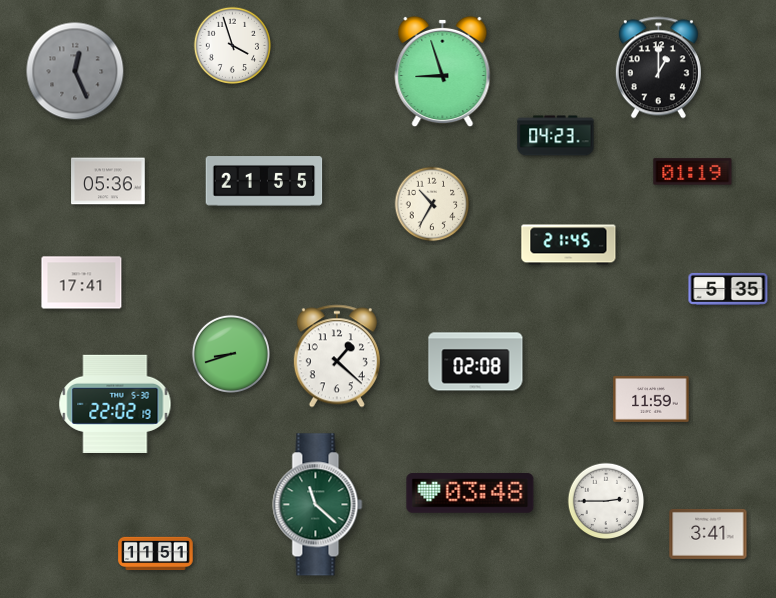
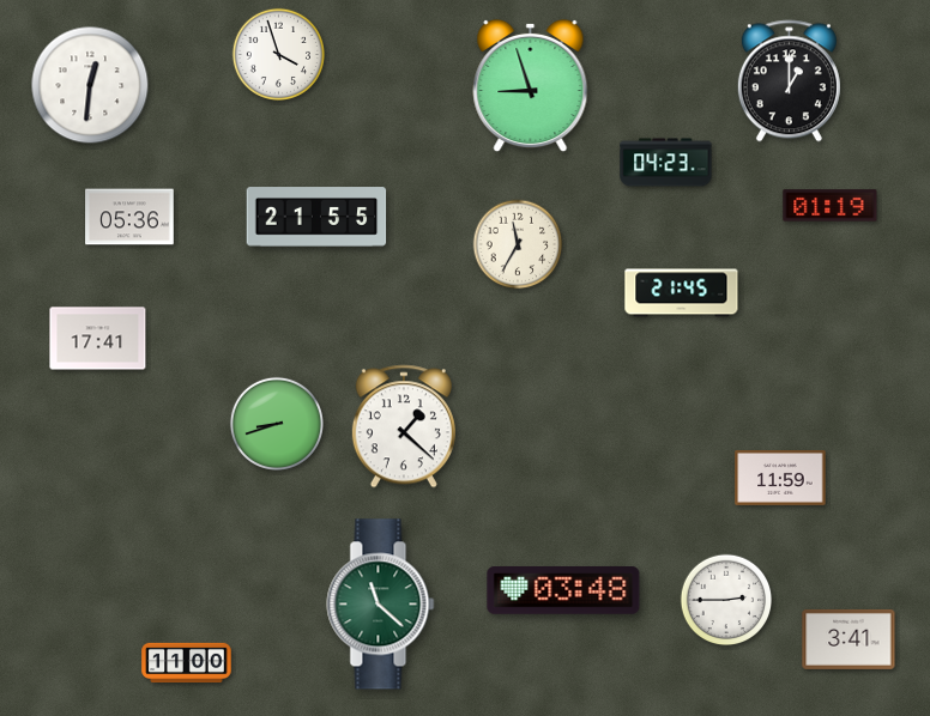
clock at (75, 71): 12:26 -> 12:31
clock at (75, 71) dial: grey -> white
clock at (432, 204): 10:35 -> 11:35
clock at (728, 289): 5:35 -> none
clock at (476, 362): 02:08 -> none
clock at (115, 404): 22:02 -> none
clock at (156, 554): 11:51 -> 11:00
